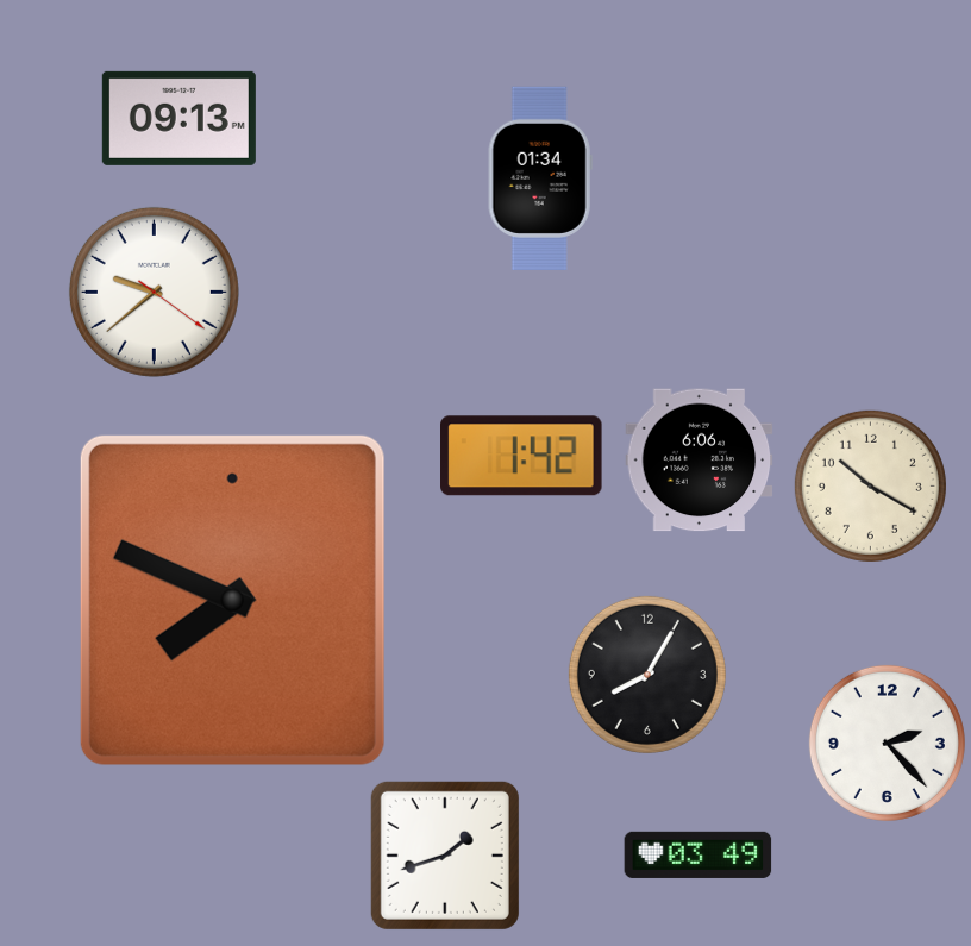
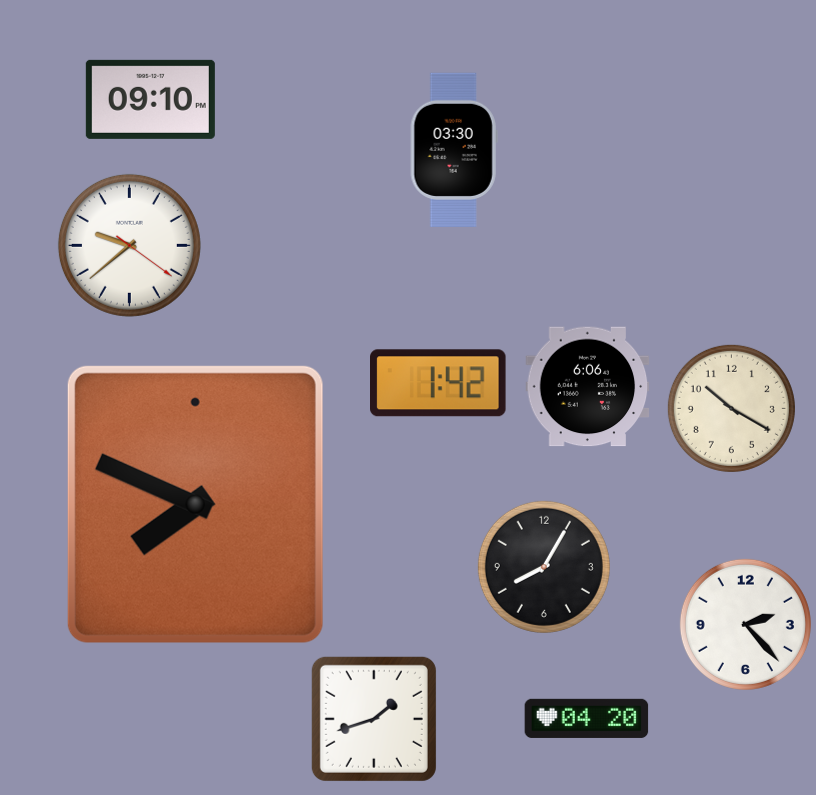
clock at (178, 118): 09:13 -> 09:10
clock at (540, 177): 01:34 -> 03:30
clock at (699, 854): 03:49 -> 04:20
